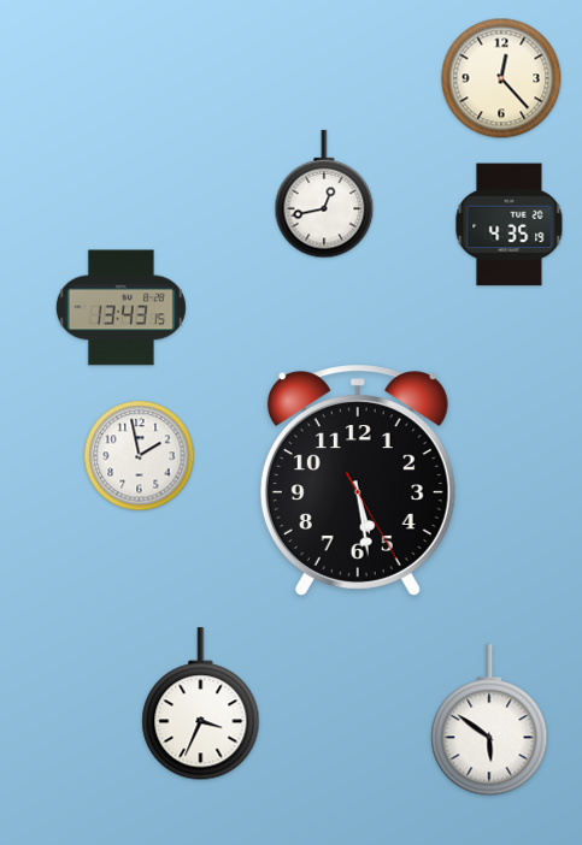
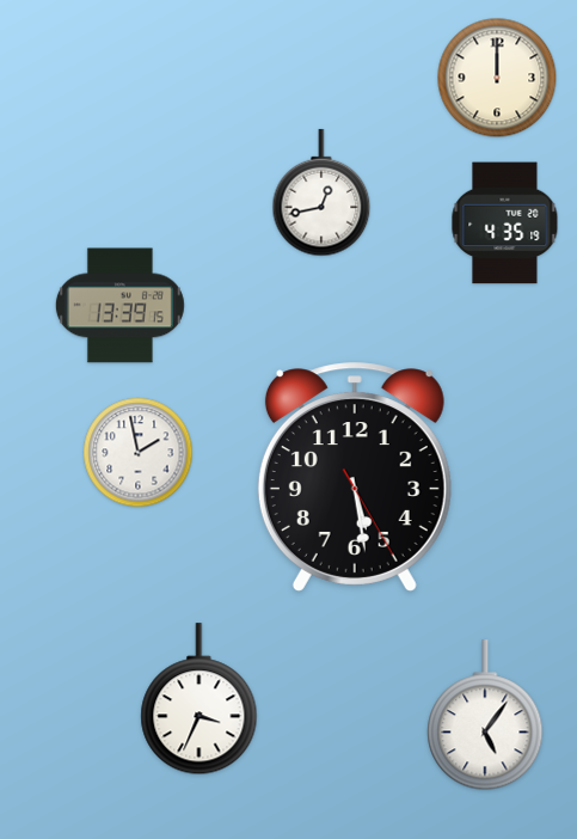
clock at (501, 78): 12:23 -> 12:00
clock at (120, 308): 13:43 -> 13:39
clock at (489, 721): 5:51 -> 5:06
